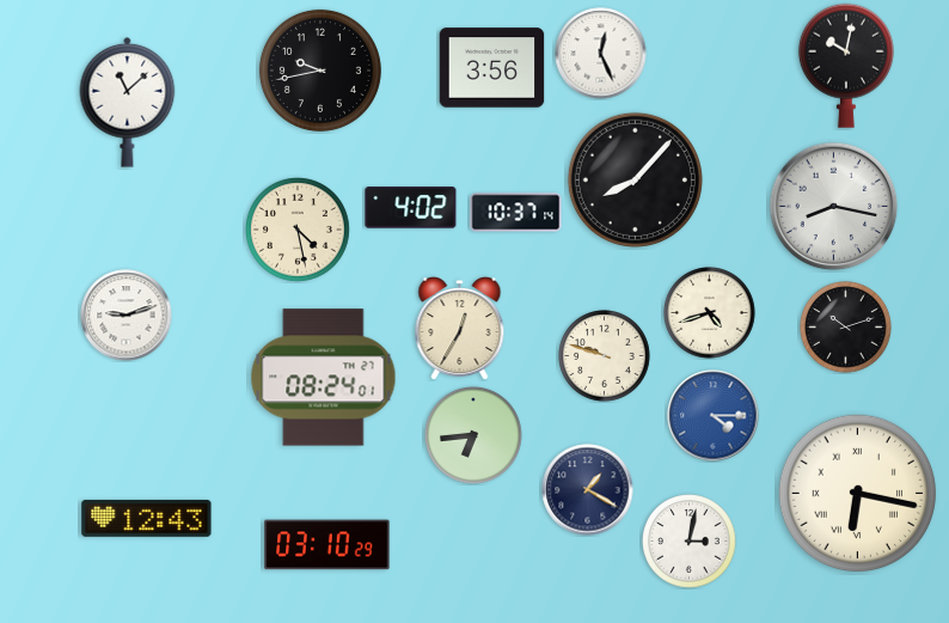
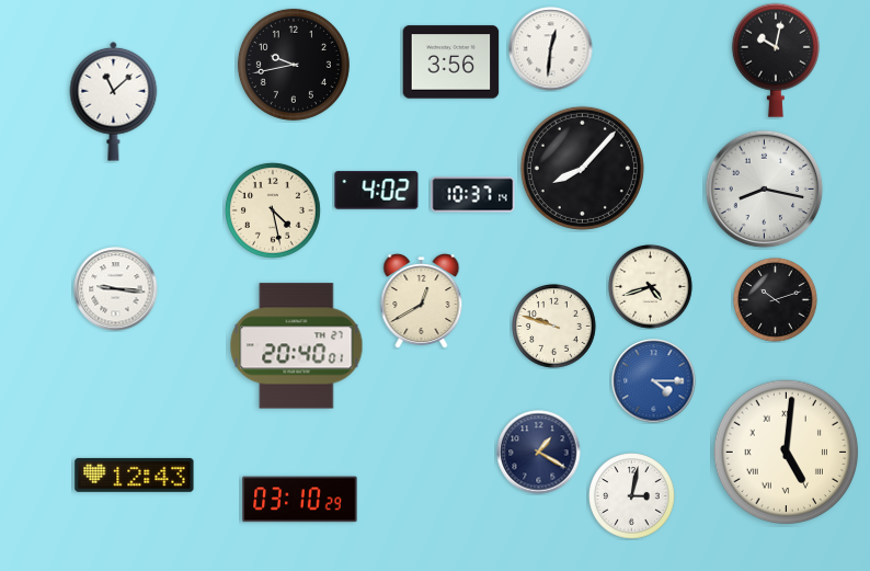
clock at (601, 54): 12:26 -> 12:31
clock at (128, 102) position: (128, 102) -> (114, 101)
clock at (635, 179) position: (635, 179) -> (582, 168)
clock at (127, 316): 9:12 -> 9:16
clock at (460, 329): 12:35 -> 12:40
clock at (324, 378): 08:24 -> 20:40
clock at (474, 436): 6:44 -> none
clock at (588, 490) position: (588, 490) -> (539, 453)
clock at (857, 493): 6:17 -> 5:01
